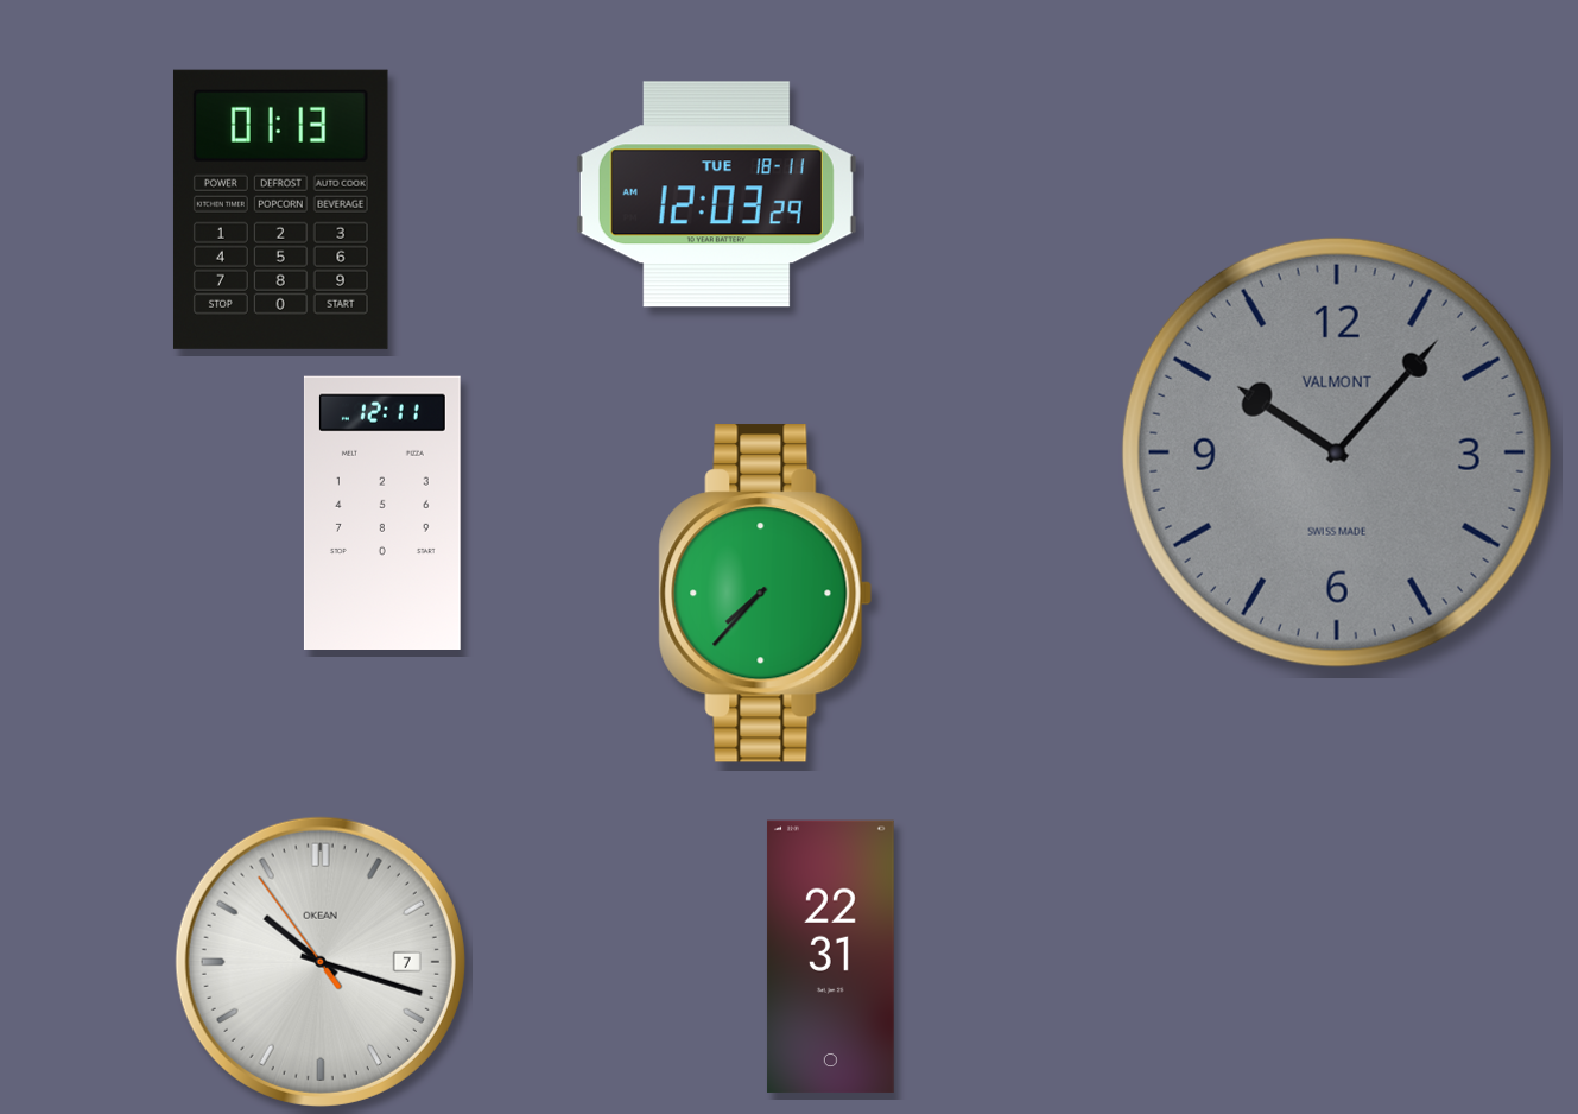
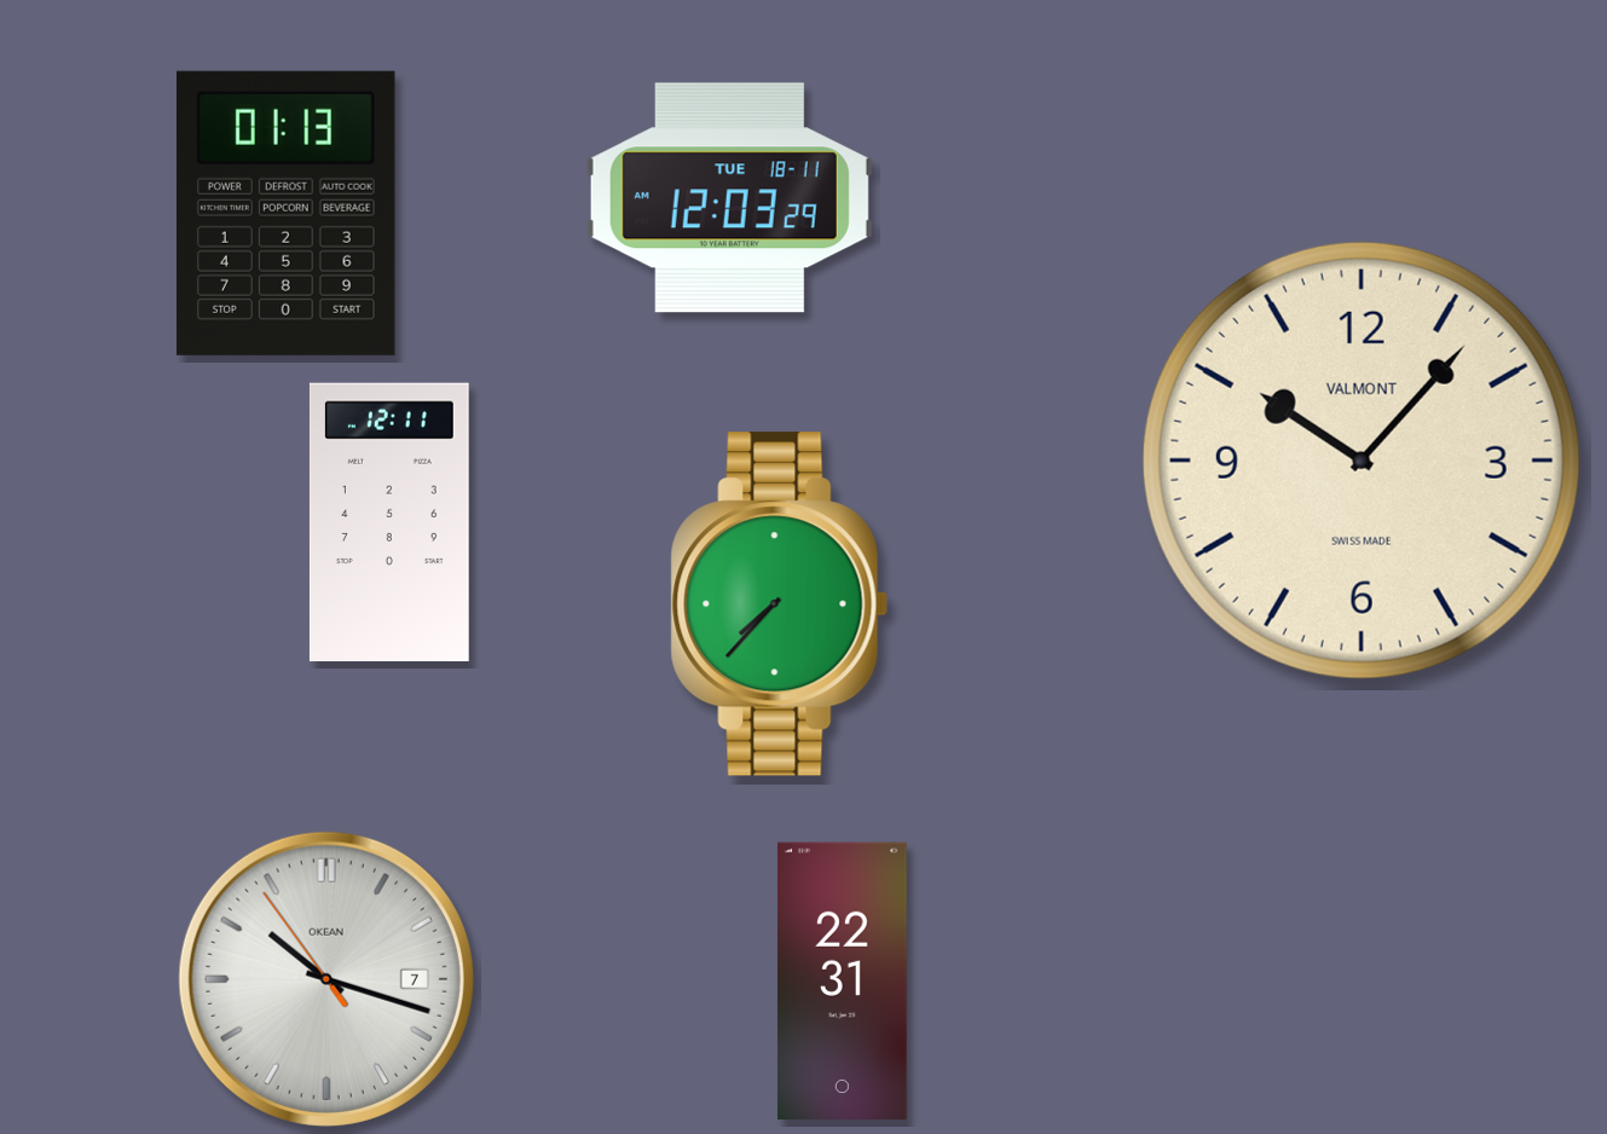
clock at (1337, 452) dial: grey -> cream
clock at (830, 957) position: (830, 957) -> (842, 982)
